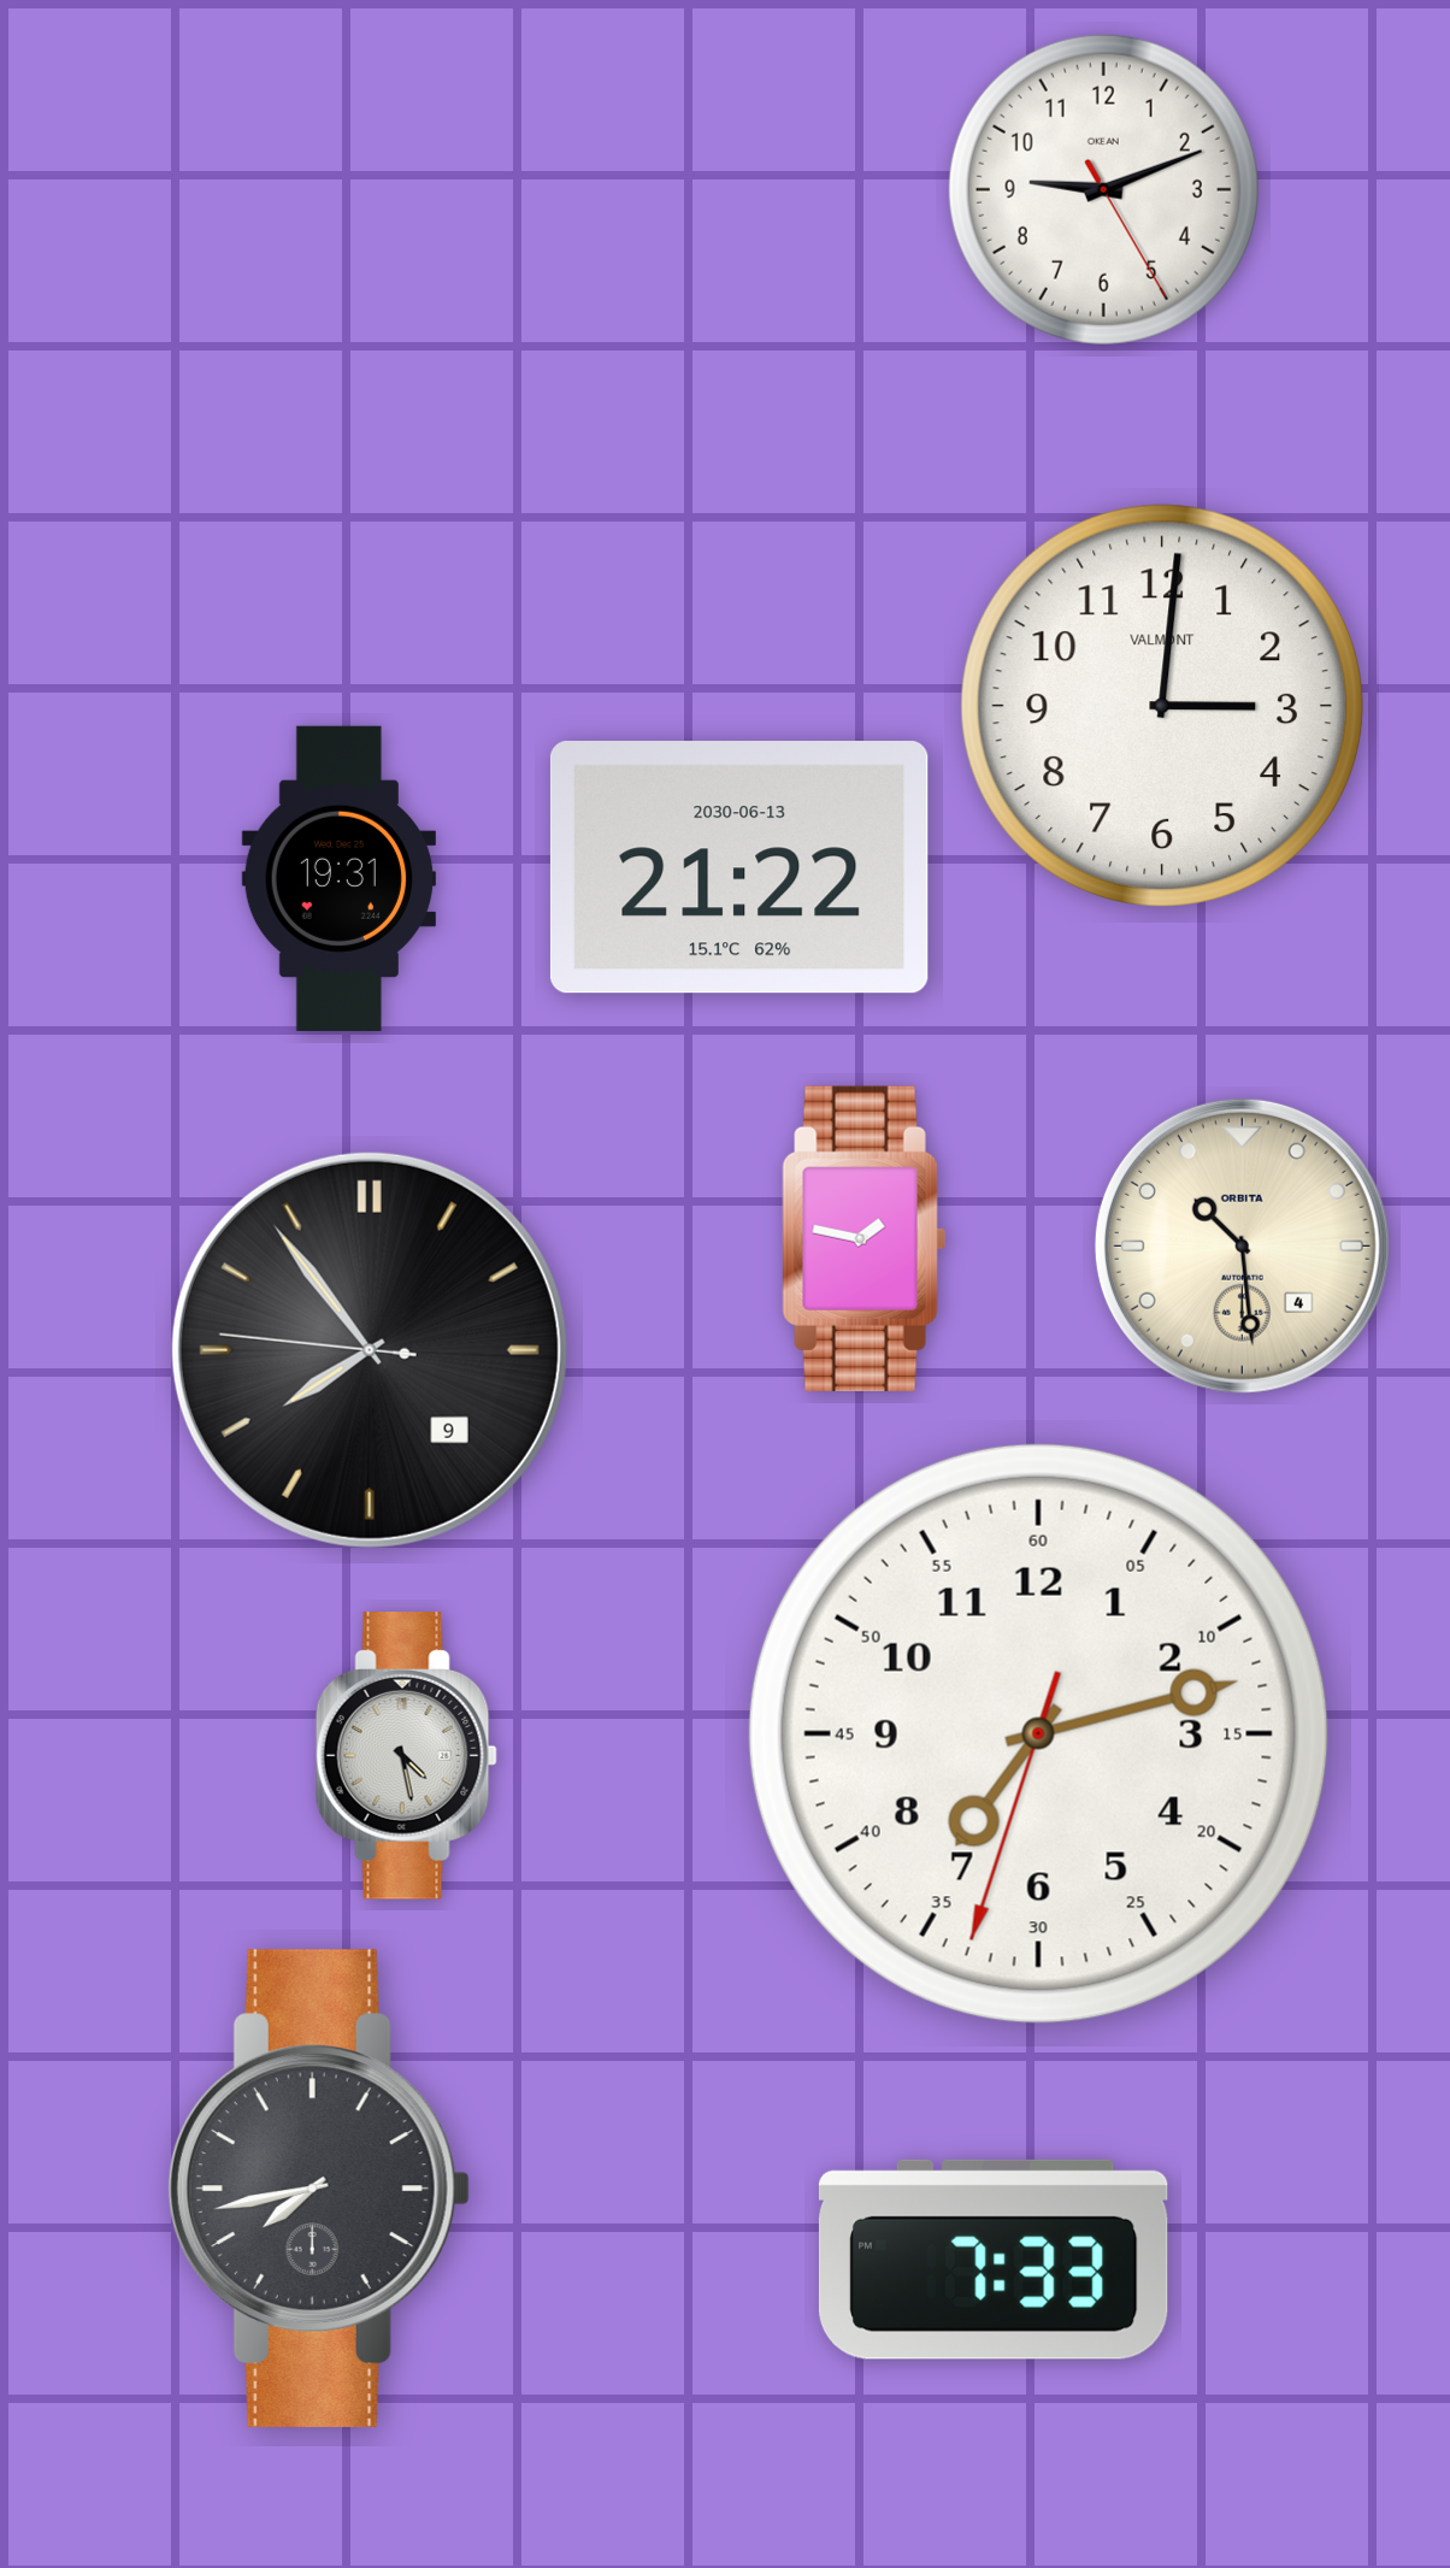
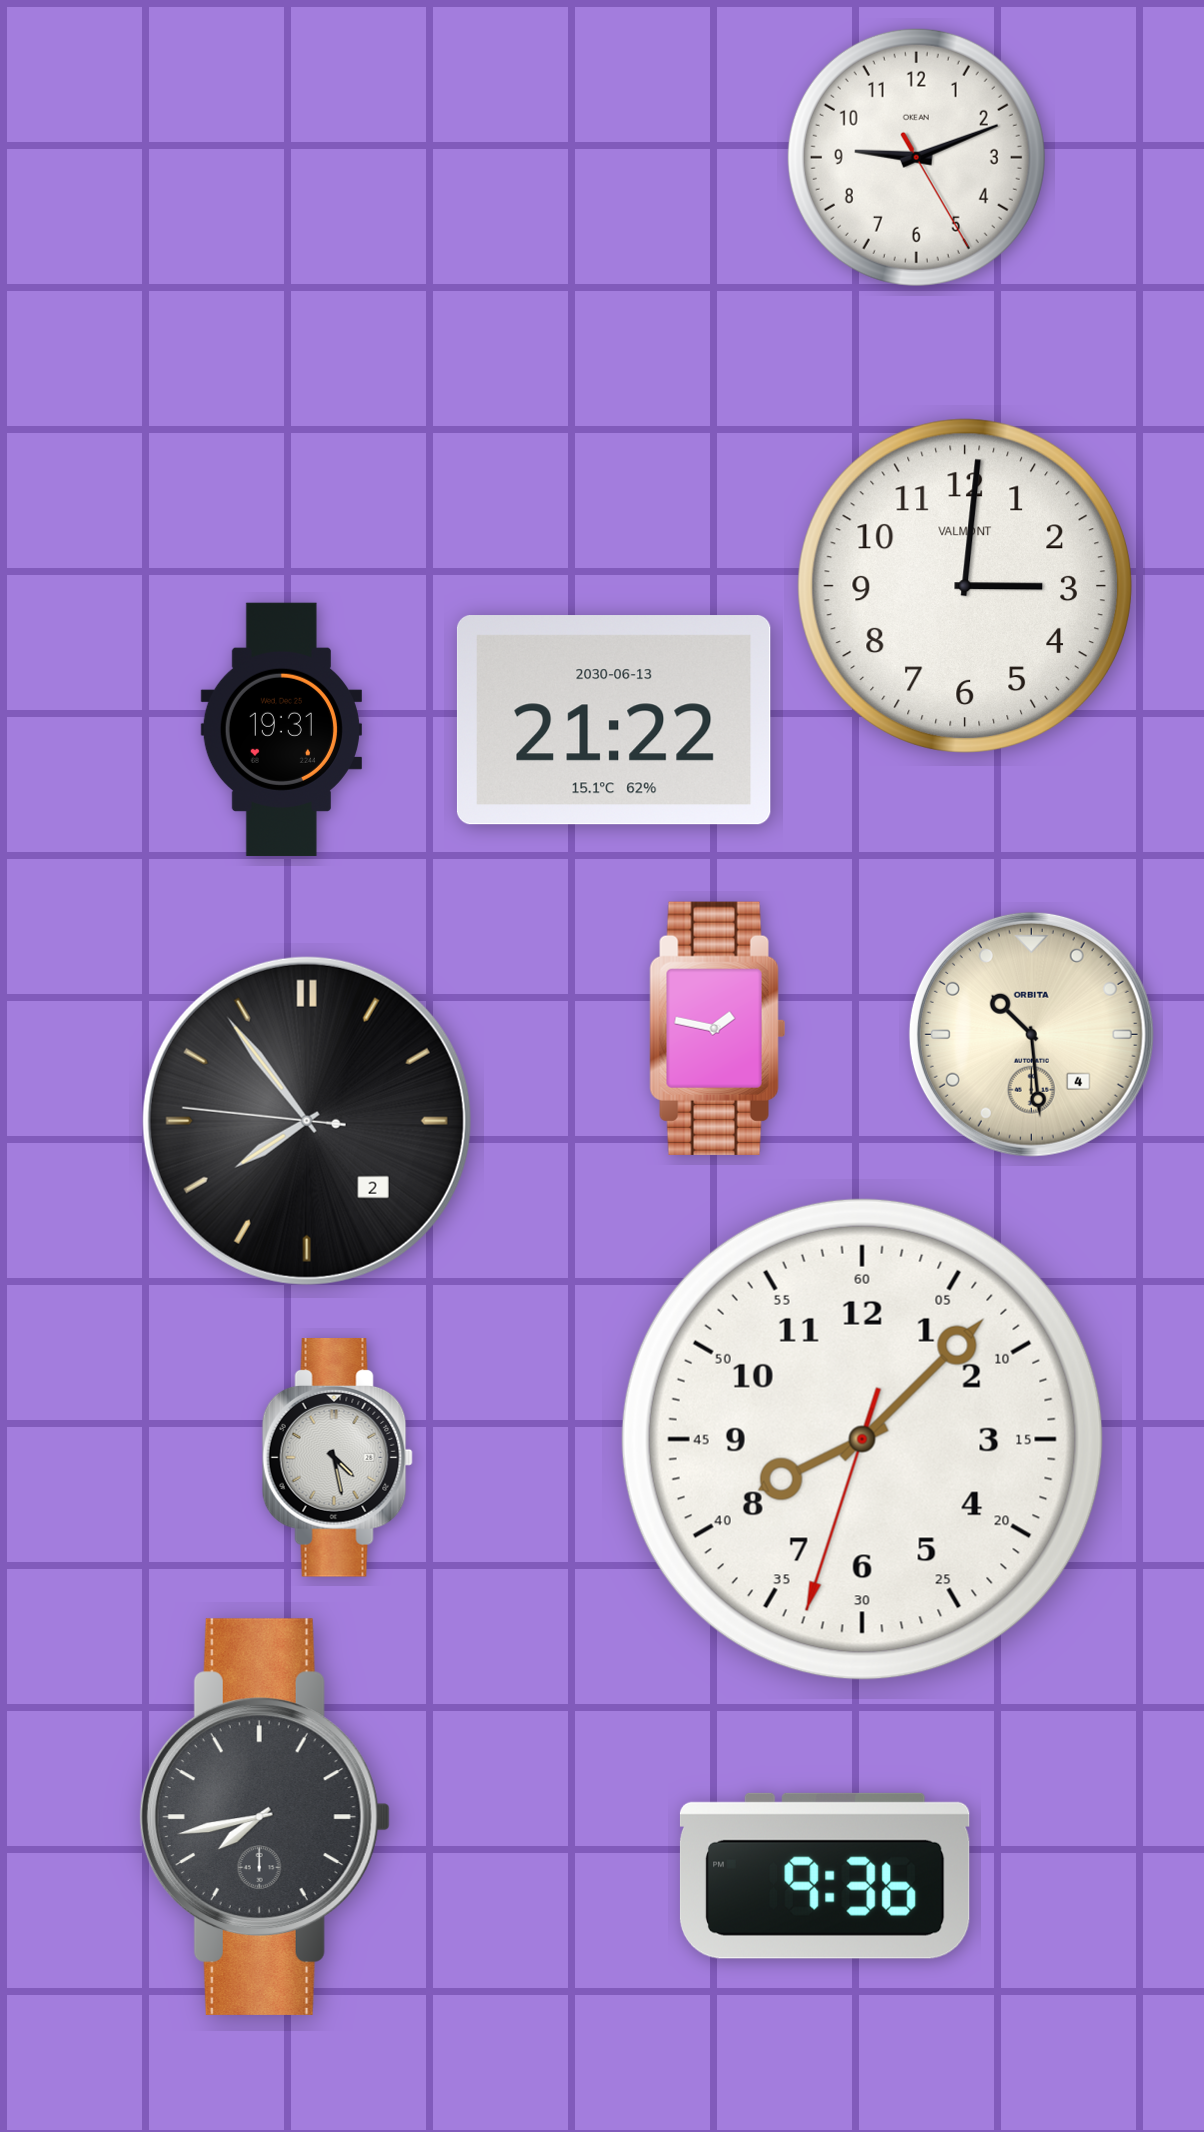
clock at (370, 1350) date: 9 -> 2
clock at (1038, 1733): 7:12 -> 8:07
clock at (994, 2260): 7:33 -> 9:36
